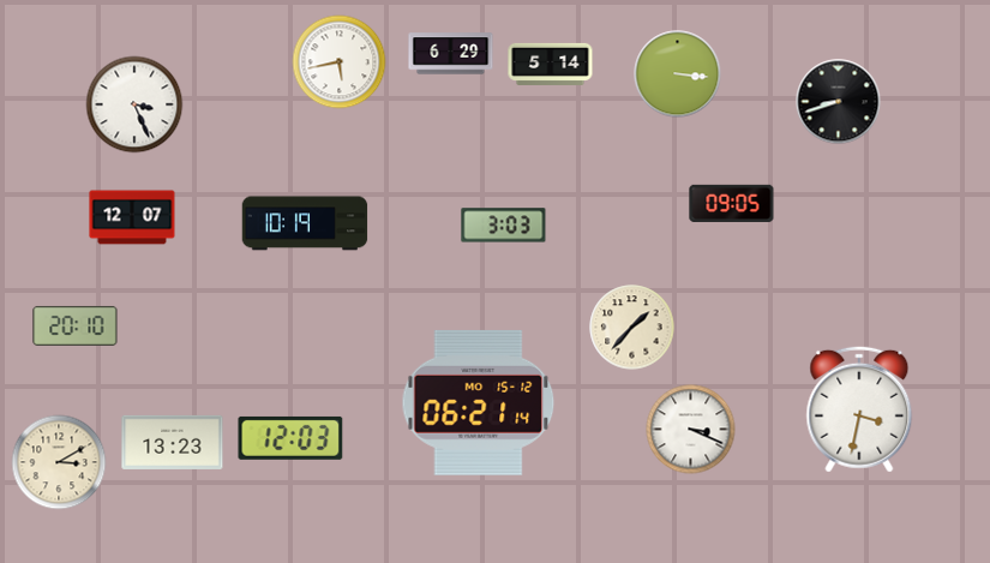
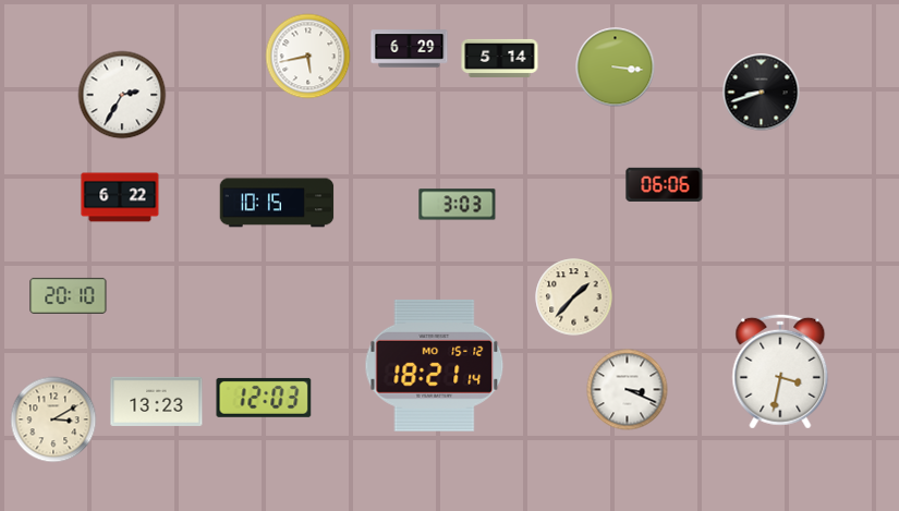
clock at (134, 104): 3:26 -> 2:35
clock at (732, 203): 09:05 -> 06:06
clock at (132, 217): 12:07 -> 6:22
clock at (305, 223): 10:19 -> 10:15
clock at (479, 402): 06:21 -> 18:21
